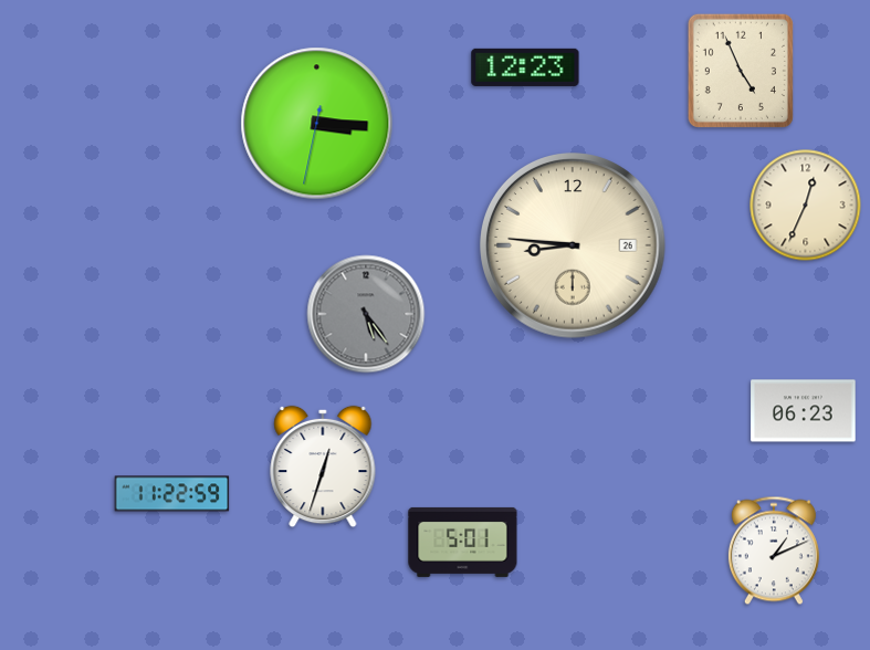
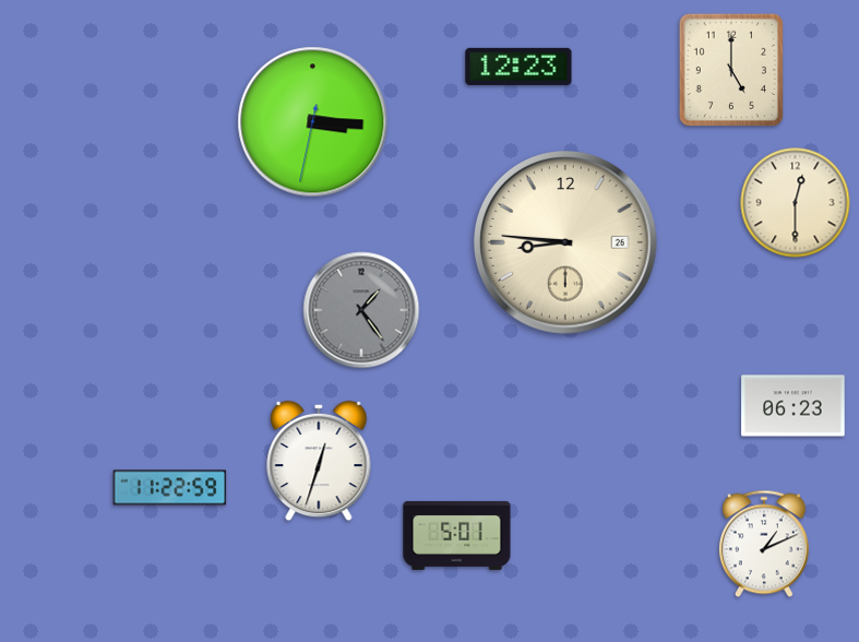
clock at (741, 71): 4:56 -> 5:00
clock at (806, 206): 12:34 -> 12:30
clock at (366, 314): 5:24 -> 1:24
